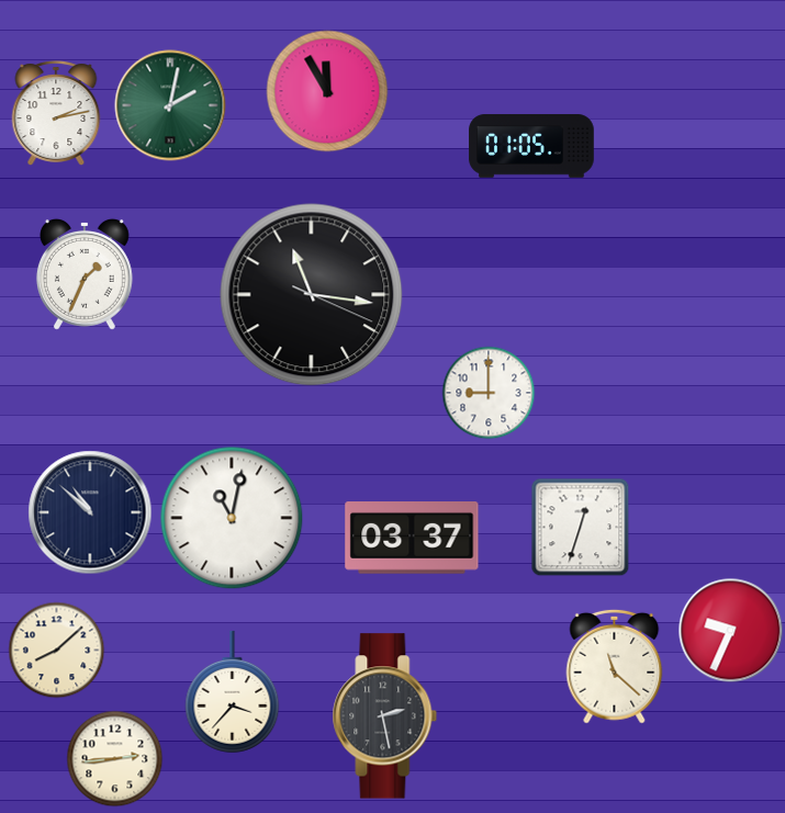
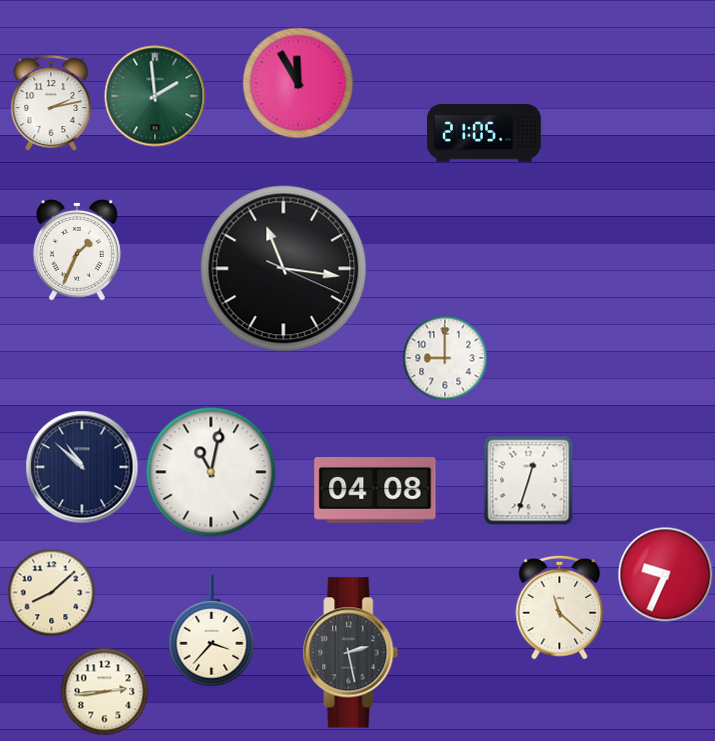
clock at (170, 105): 2:02 -> 1:59
clock at (531, 146): 01:05 -> 21:05
clock at (412, 539): 03:37 -> 04:08
